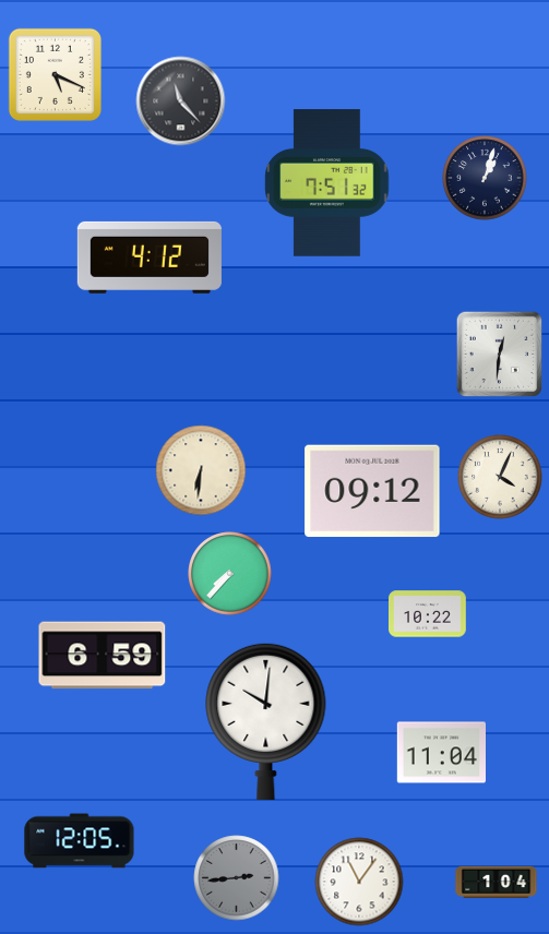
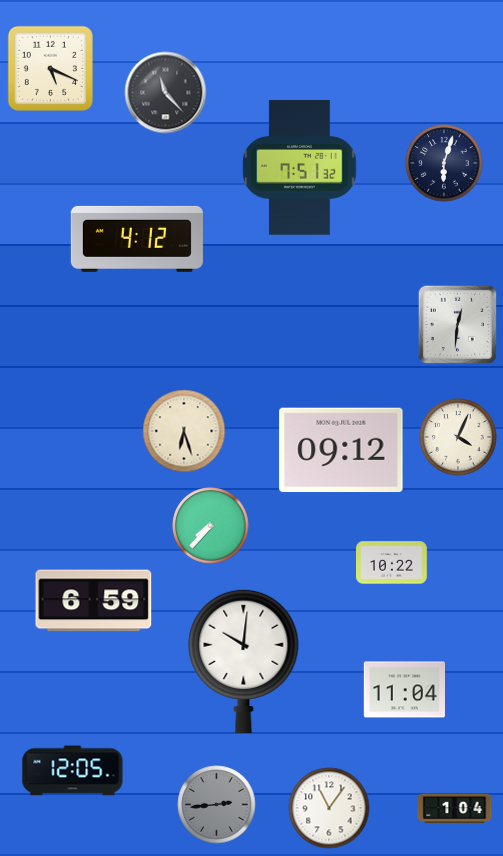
clock at (485, 178): 1:03 -> 6:03
clock at (150, 258) position: (150, 258) -> (137, 239)
clock at (201, 470): 6:31 -> 6:27
